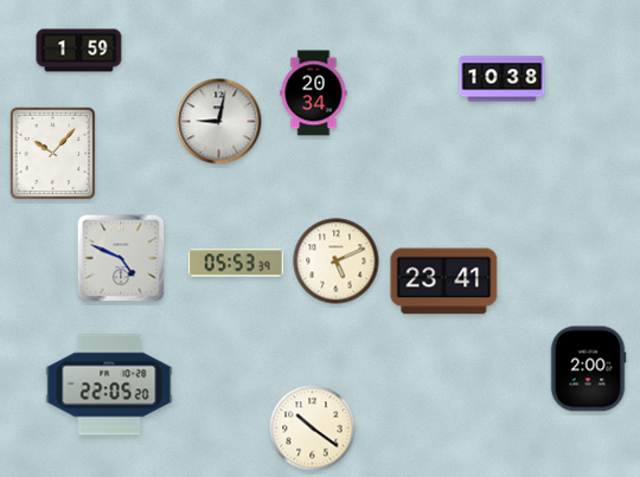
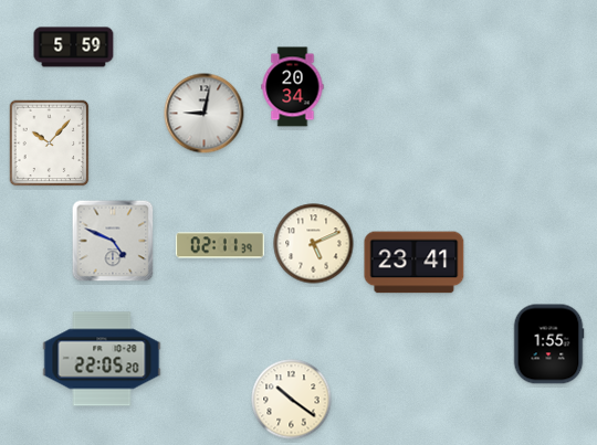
clock at (79, 51): 1:59 -> 5:59
clock at (503, 79): 10:38 -> none
clock at (236, 263): 05:53 -> 02:11
clock at (588, 369): 2:00 -> 1:55
